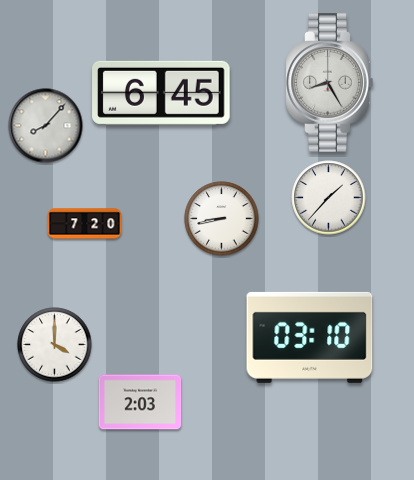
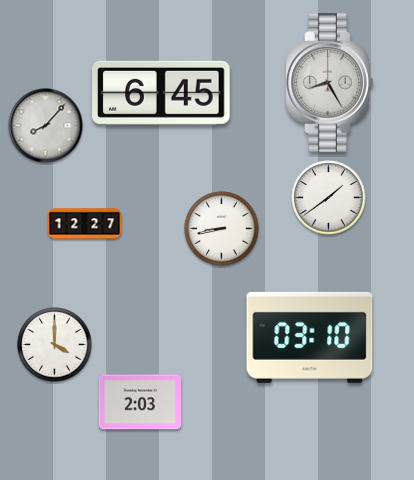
clock at (329, 198): 1:37 -> 1:39
clock at (222, 219) position: (222, 219) -> (222, 229)
clock at (85, 224): 7:20 -> 12:27
